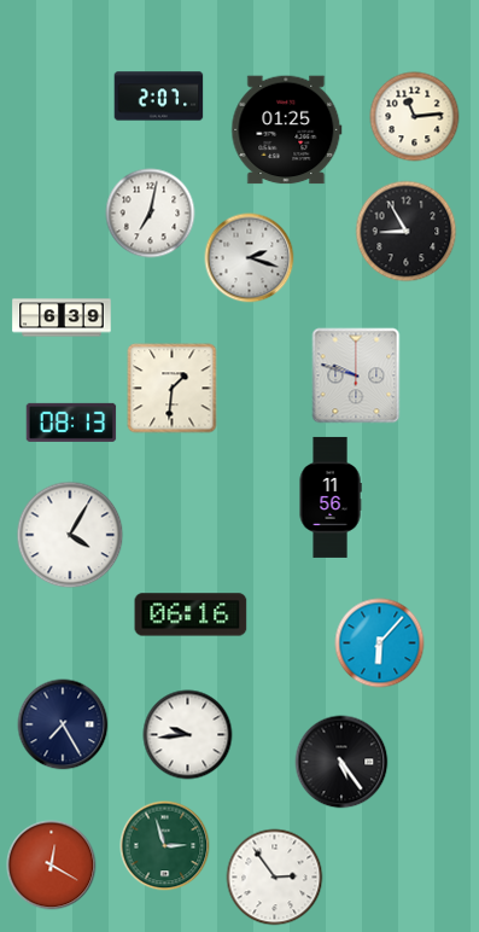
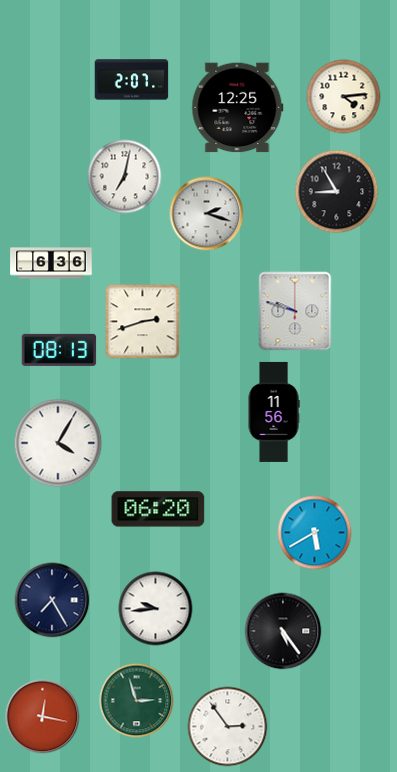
clock at (415, 117): 11:14 -> 4:14
clock at (287, 130): 01:25 -> 12:25
clock at (62, 318): 6:39 -> 6:36
clock at (173, 389): 1:31 -> 2:42
clock at (191, 614): 06:16 -> 06:20
clock at (380, 643): 6:07 -> 5:40
clock at (52, 866): 12:20 -> 12:17
